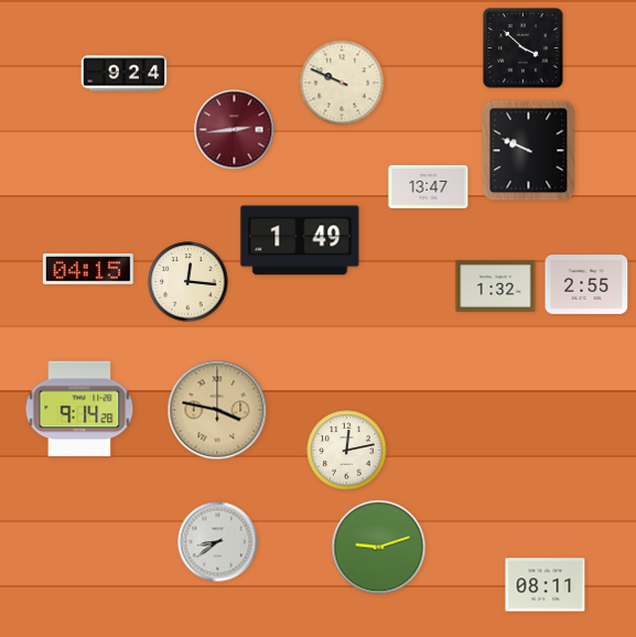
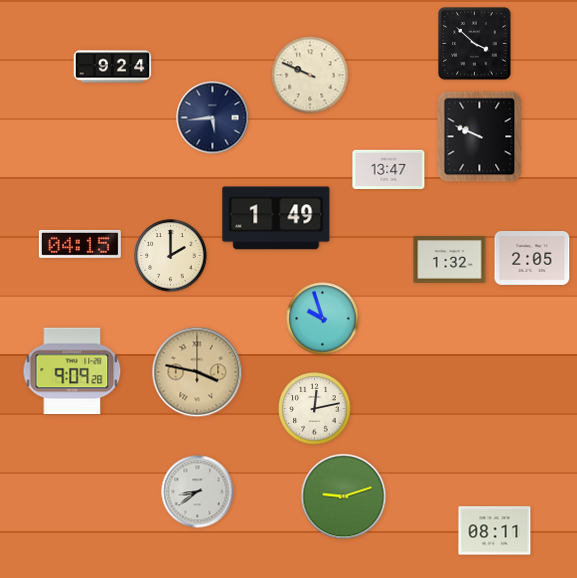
clock at (235, 130): 2:44 -> 5:44
clock at (235, 130) dial: burgundy -> navy
clock at (300, 240) position: (300, 240) -> (276, 218)
clock at (188, 282): 12:16 -> 2:00
clock at (586, 285): 2:55 -> 2:05
clock at (323, 319): none -> 9:57
clock at (79, 409): 9:14 -> 9:09
